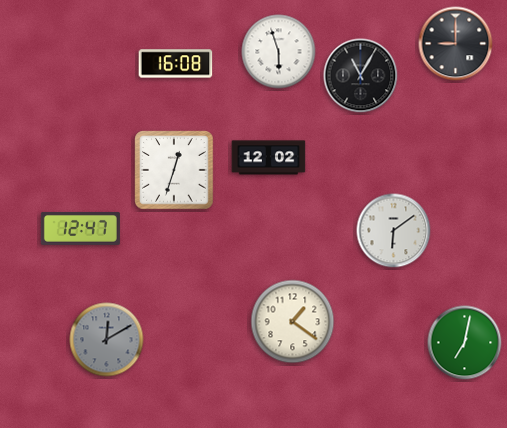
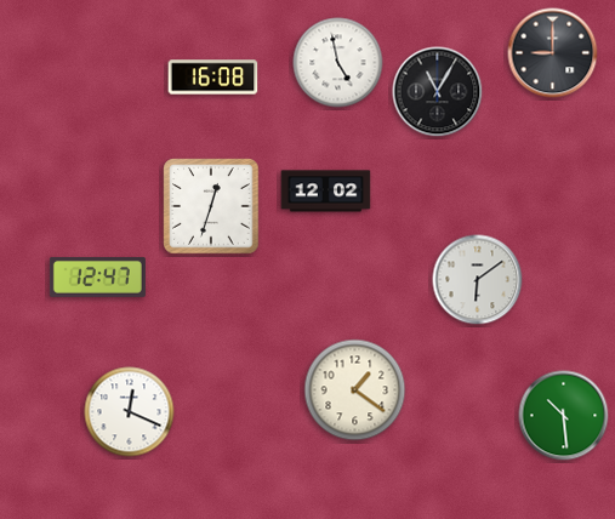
clock at (279, 52): 5:57 -> 4:58
clock at (107, 340): 12:10 -> 12:19
clock at (107, 340) dial: grey -> white
clock at (465, 343): 7:02 -> 10:29
